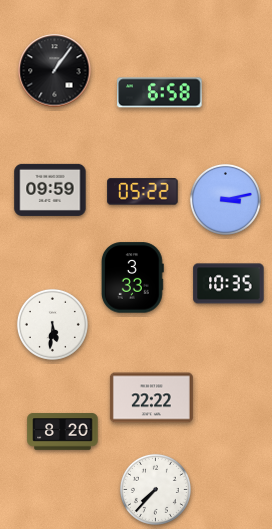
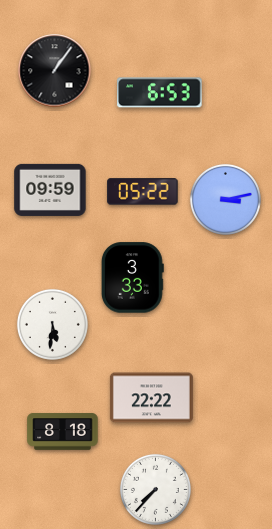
clock at (160, 93): 6:58 -> 6:53
clock at (229, 284): 10:35 -> none
clock at (63, 432): 8:20 -> 8:18
